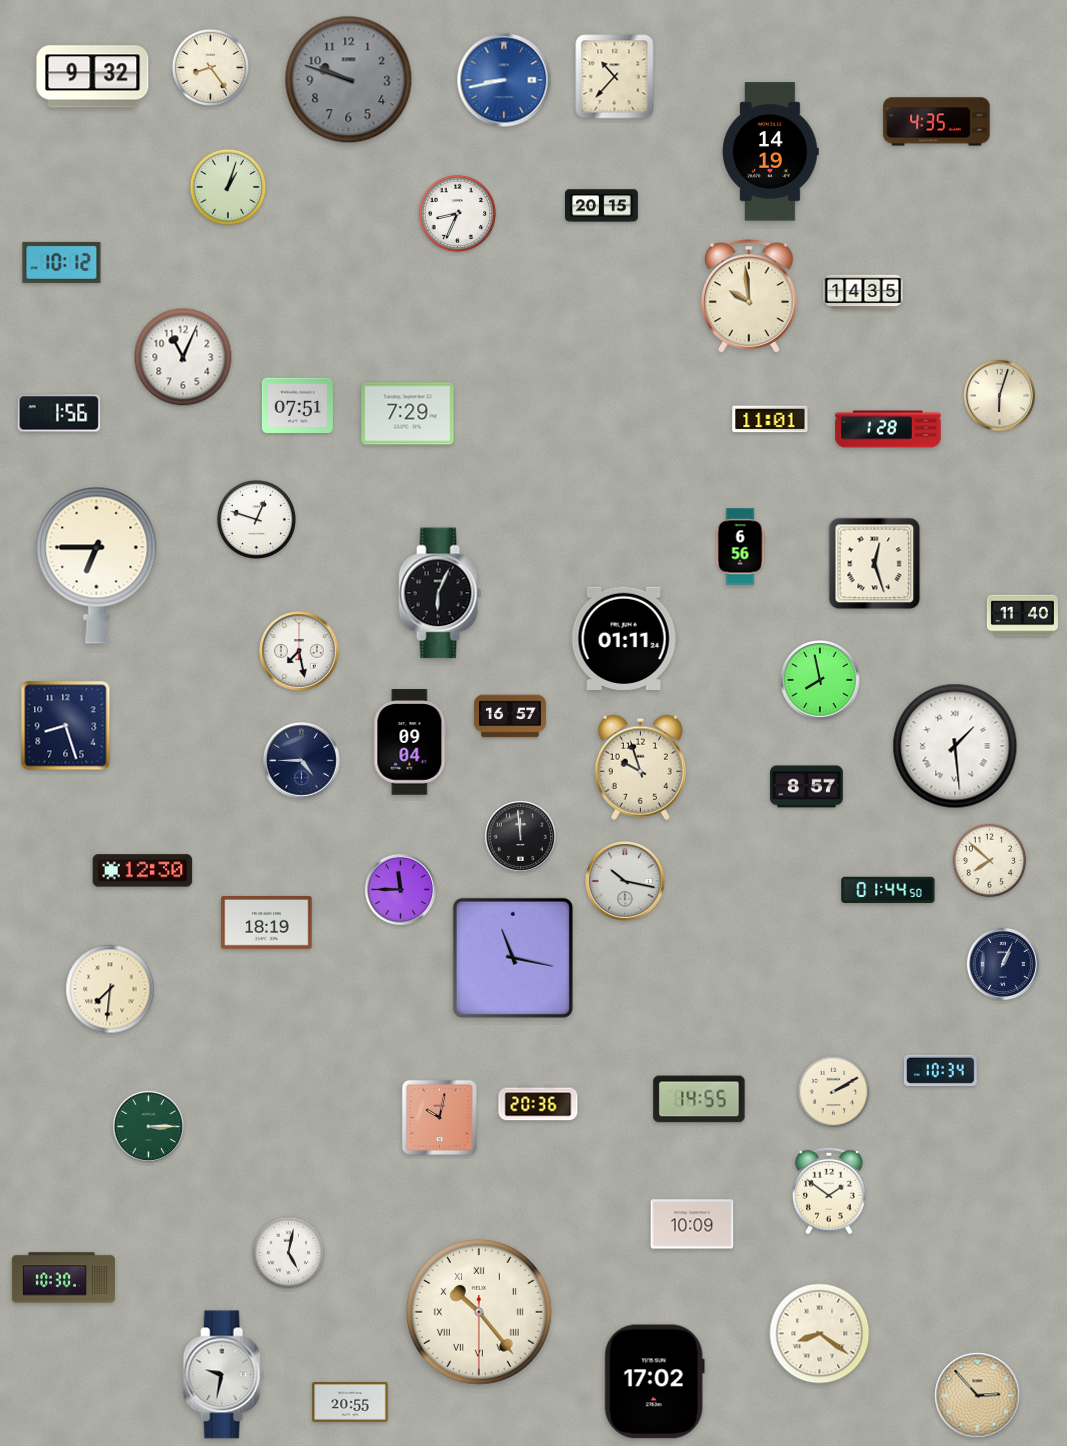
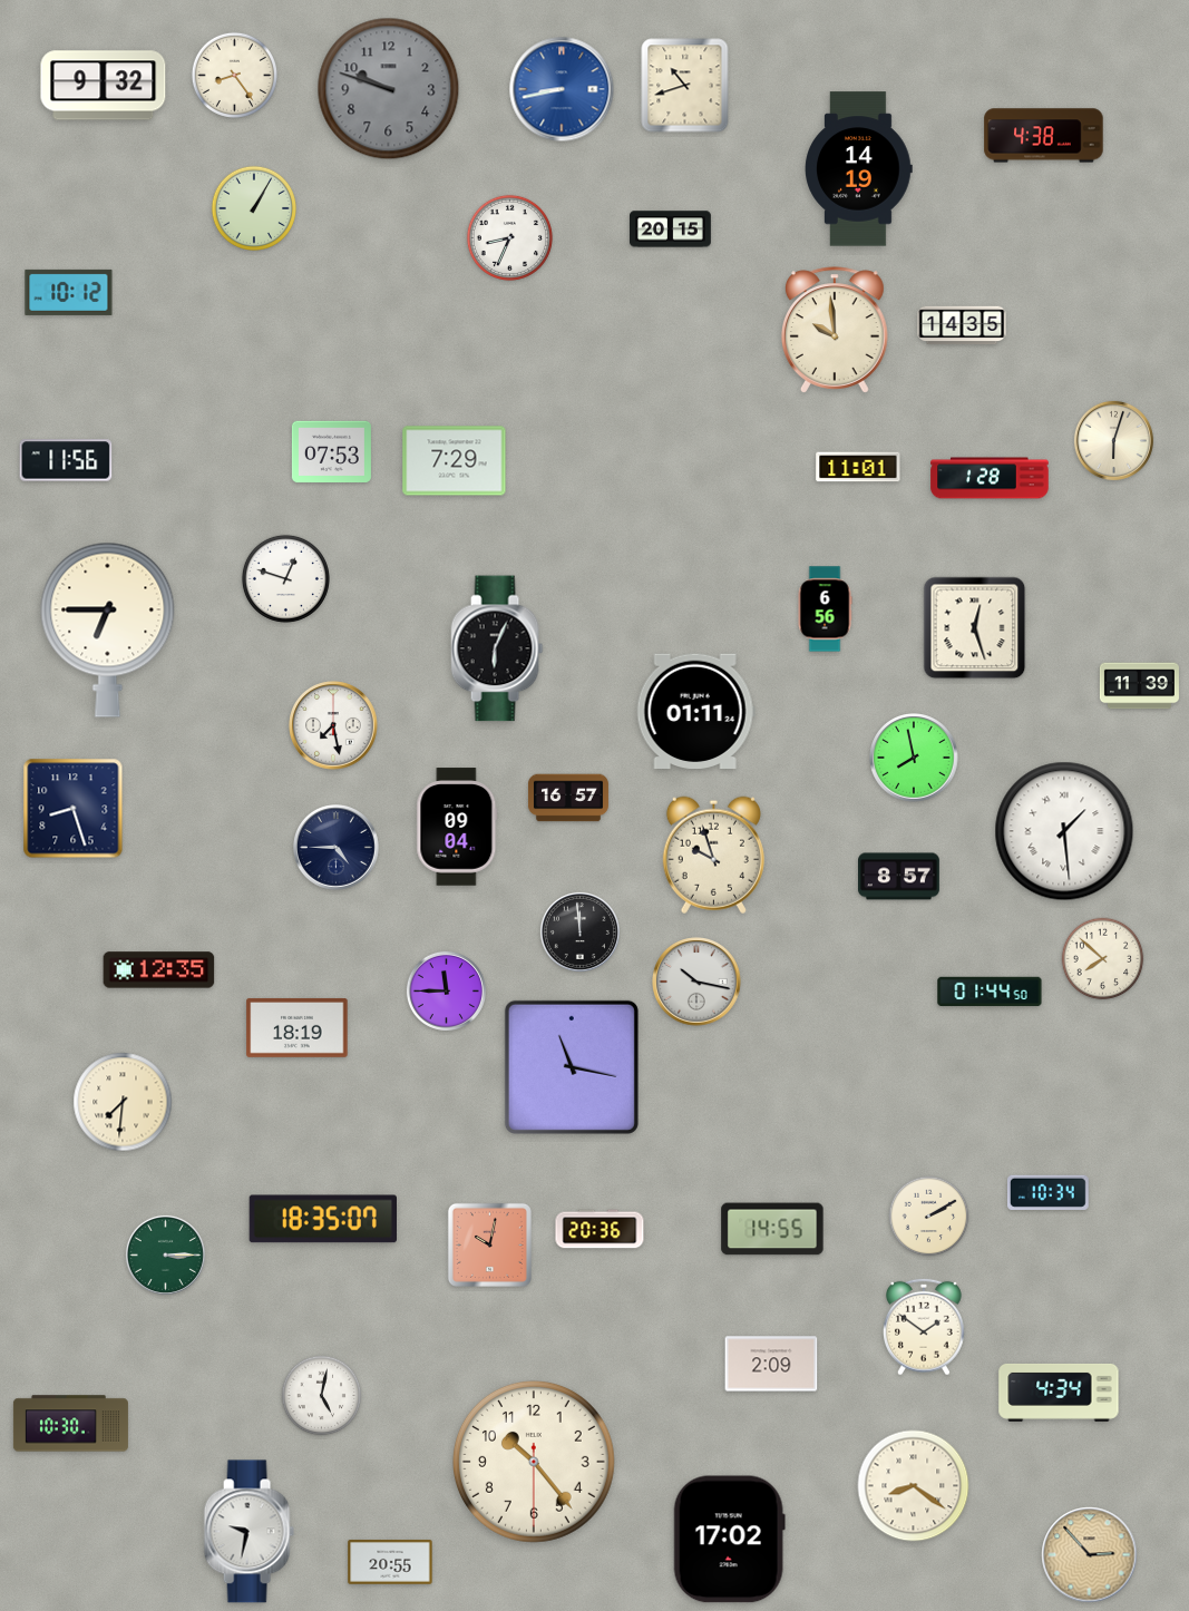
clock at (615, 77): 10:37 -> 10:42
clock at (937, 122): 4:35 -> 4:38
clock at (227, 186): 1:03 -> 1:05
clock at (183, 357): 11:04 -> none
clock at (297, 406): 07:51 -> 07:53
clock at (59, 413): 1:56 -> 11:56
clock at (440, 593) position: (440, 593) -> (497, 648)
clock at (1022, 616): 11:40 -> 11:39
clock at (143, 871): 12:30 -> 12:35
clock at (1003, 964): 1:04 -> none
clock at (322, 1219): none -> 18:35
clock at (699, 1099) position: (699, 1099) -> (772, 1229)
clock at (692, 1224): 10:09 -> 2:09
clock at (1059, 1393): none -> 4:34
clock at (479, 1312) numerals: Roman -> Arabic
